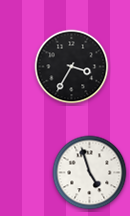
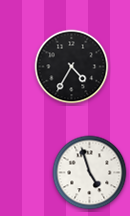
clock at (72, 67): 3:35 -> 4:35
